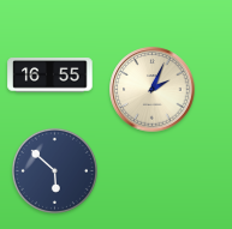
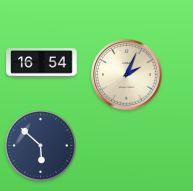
clock at (50, 76): 16:55 -> 16:54
clock at (54, 170) position: (54, 170) -> (40, 145)
